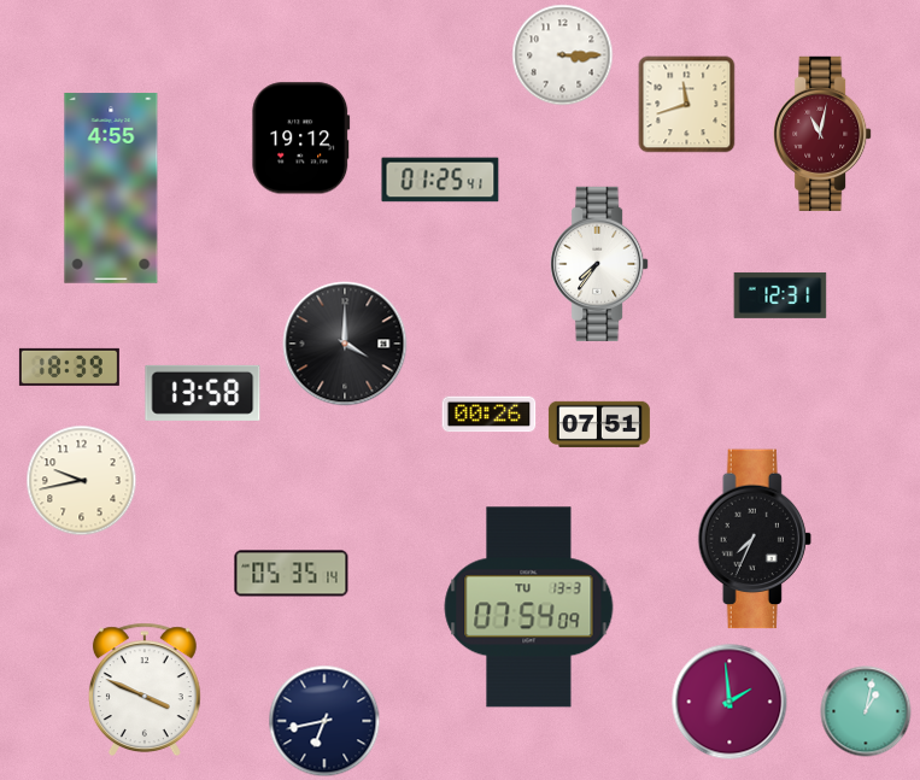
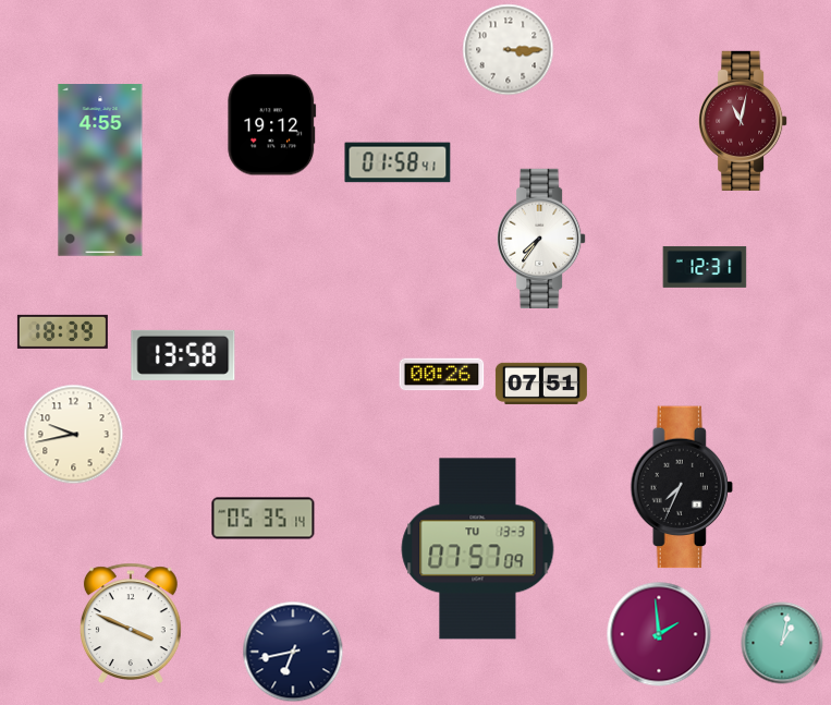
clock at (687, 105): 11:42 -> none
clock at (440, 180): 01:25 -> 01:58
clock at (345, 344): 4:00 -> none
clock at (529, 608): 07:54 -> 07:57
